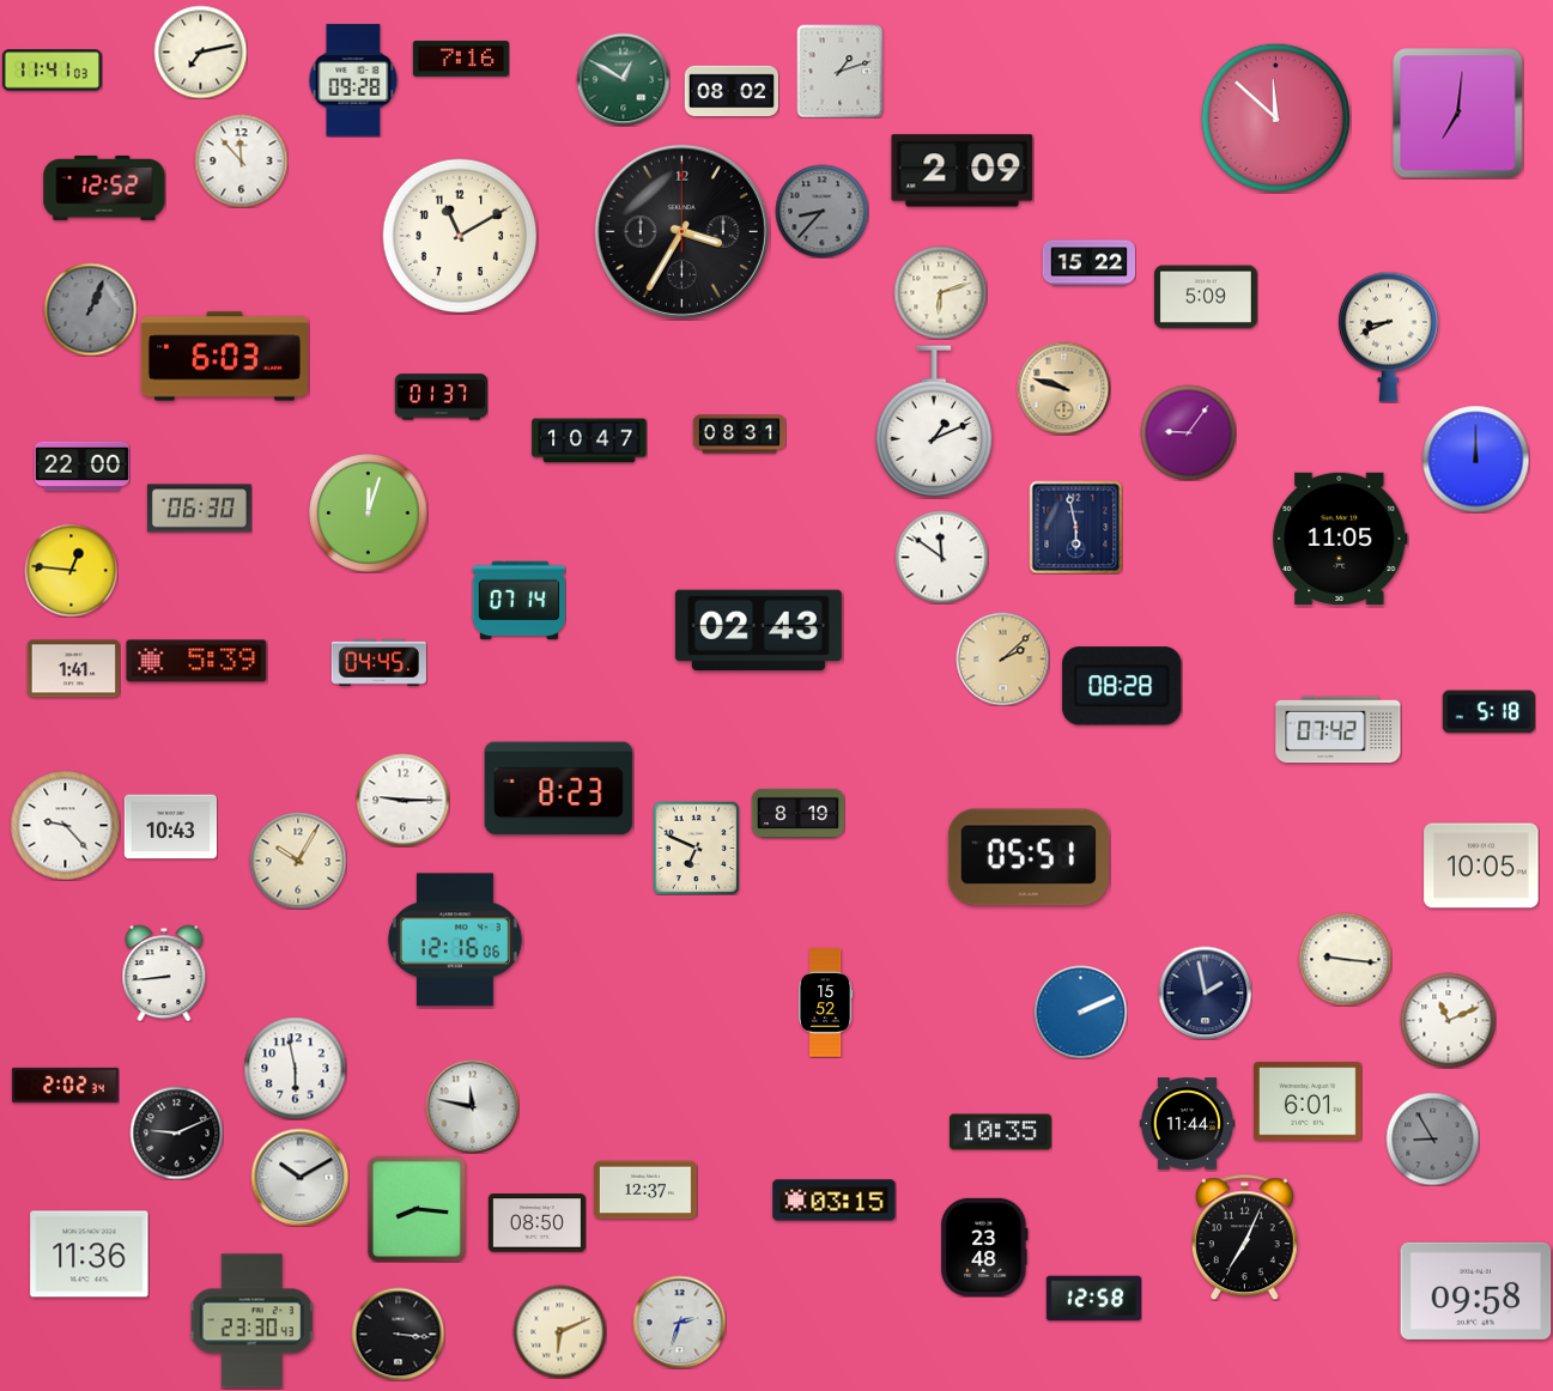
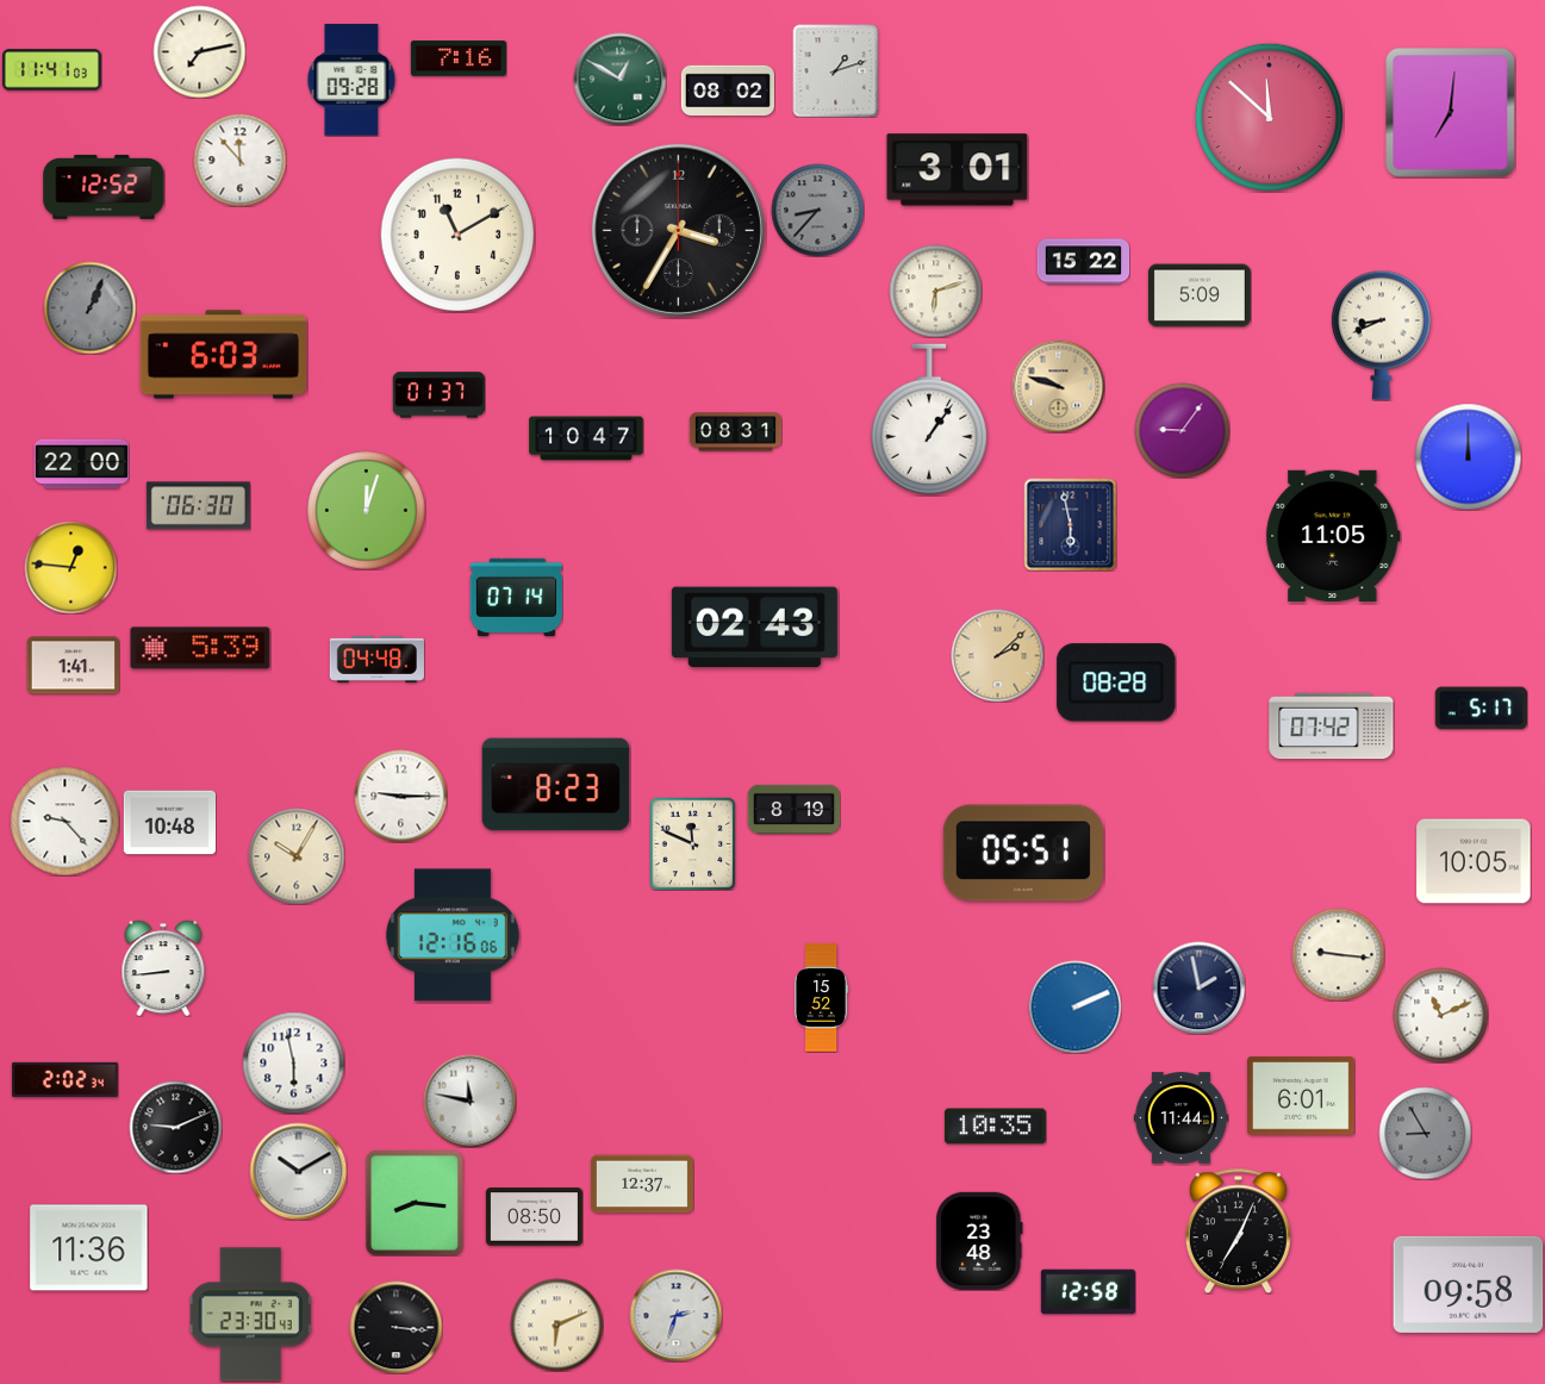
clock at (963, 171): 2:09 -> 3:01
clock at (934, 421): 1:11 -> 1:06
clock at (941, 557): 11:51 -> none
clock at (196, 661) position: (196, 661) -> (200, 648)
clock at (378, 662): 04:45 -> 04:48
clock at (1488, 712): 5:18 -> 5:17
clock at (170, 827): 10:43 -> 10:48
clock at (697, 848): 6:49 -> 11:49
clock at (835, 1201): 03:15 -> none
